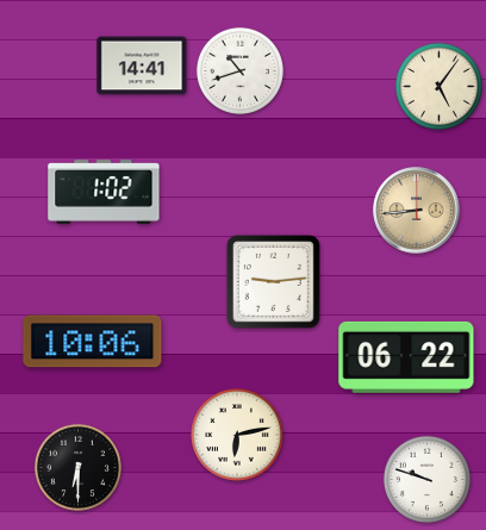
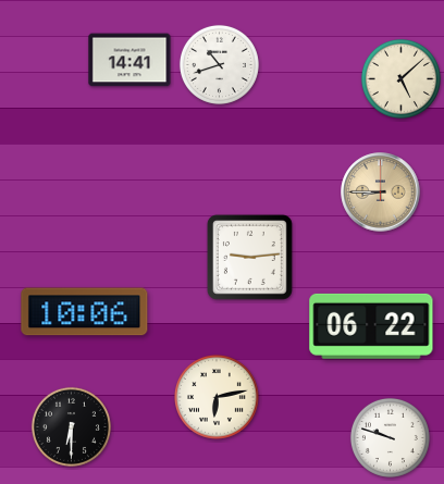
clock at (438, 86): 5:06 -> 5:08
clock at (104, 193): 1:02 -> none
clock at (417, 211): 8:44 -> 8:45
